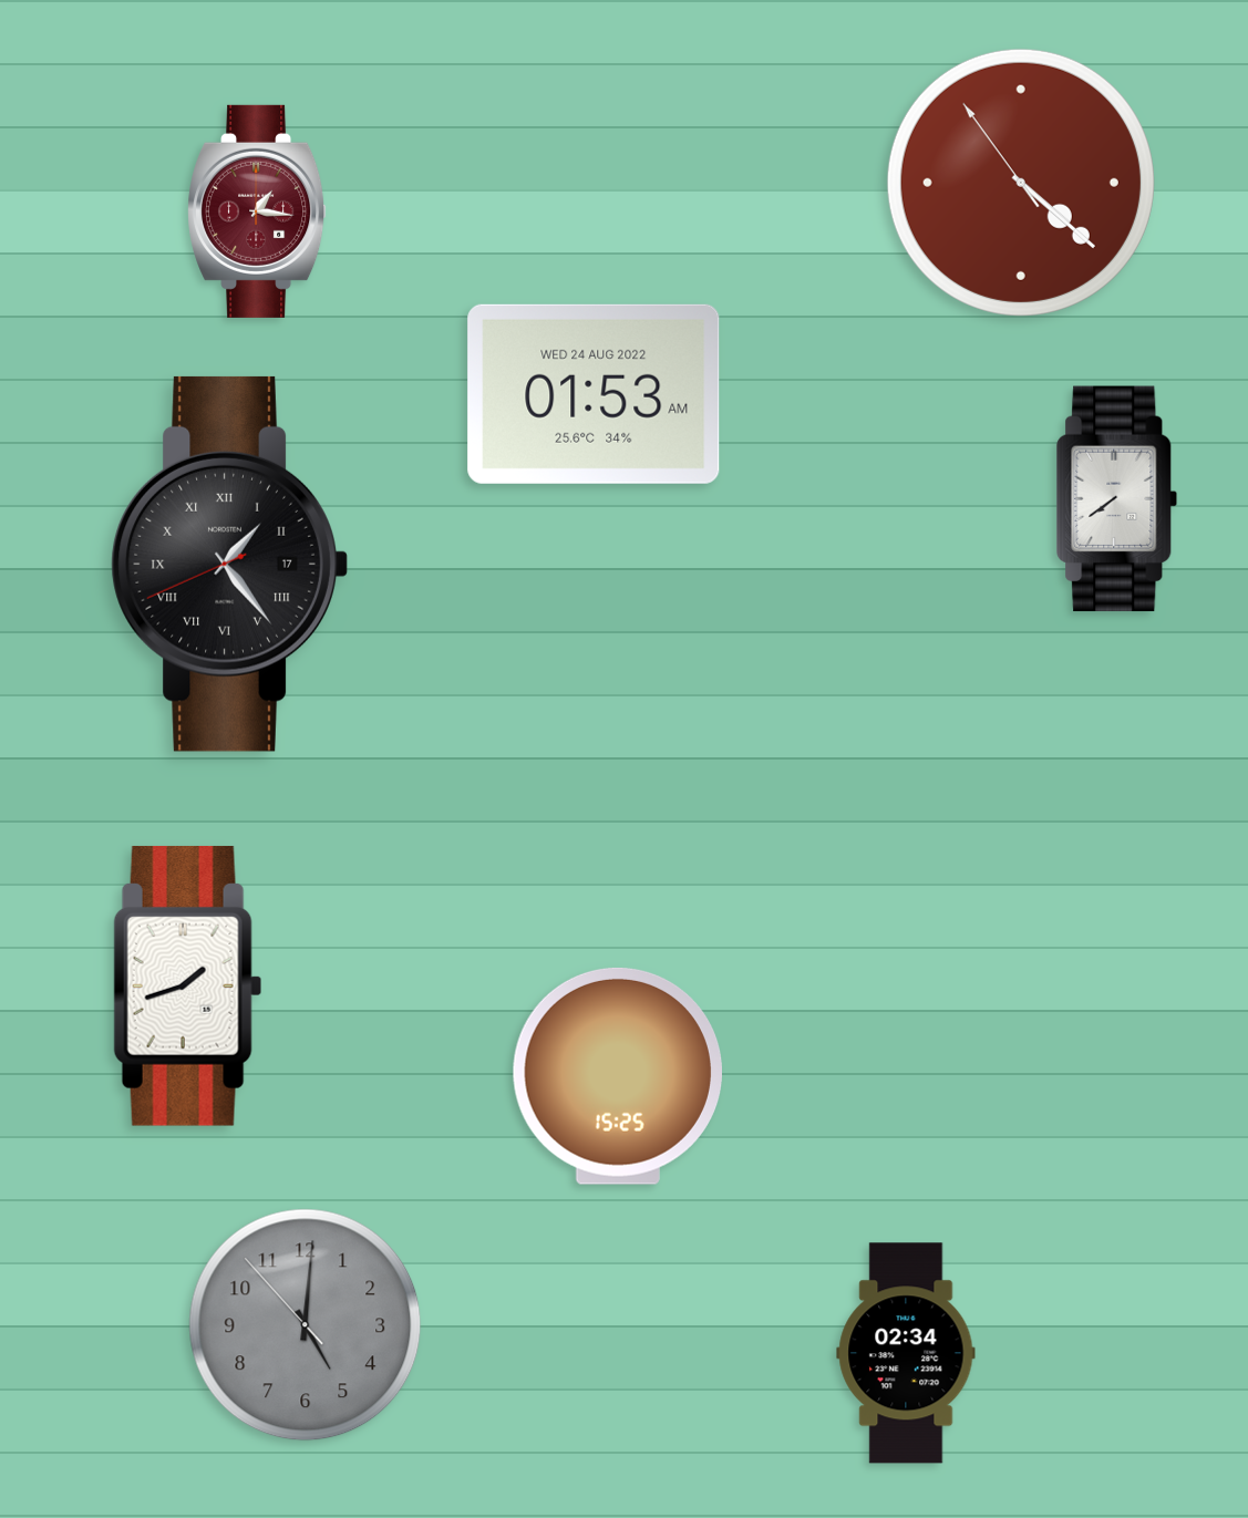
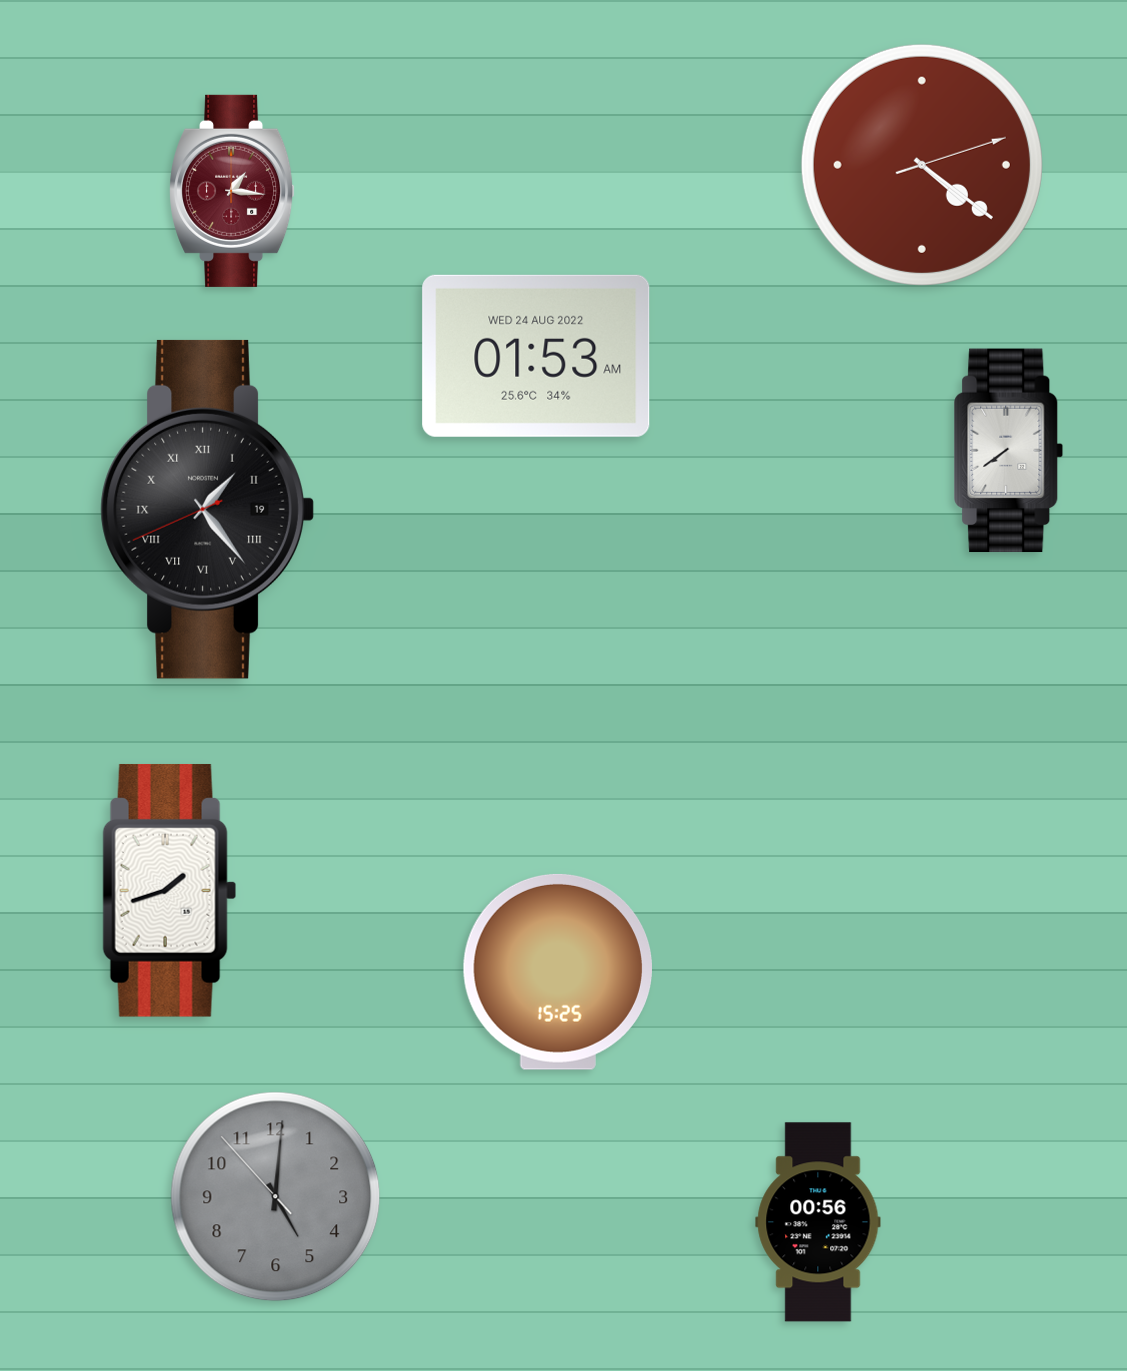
clock at (1021, 183): 4:21:54 -> 4:21:12
clock at (229, 564) date: 17 -> 19
clock at (906, 1353): 02:34 -> 00:56
